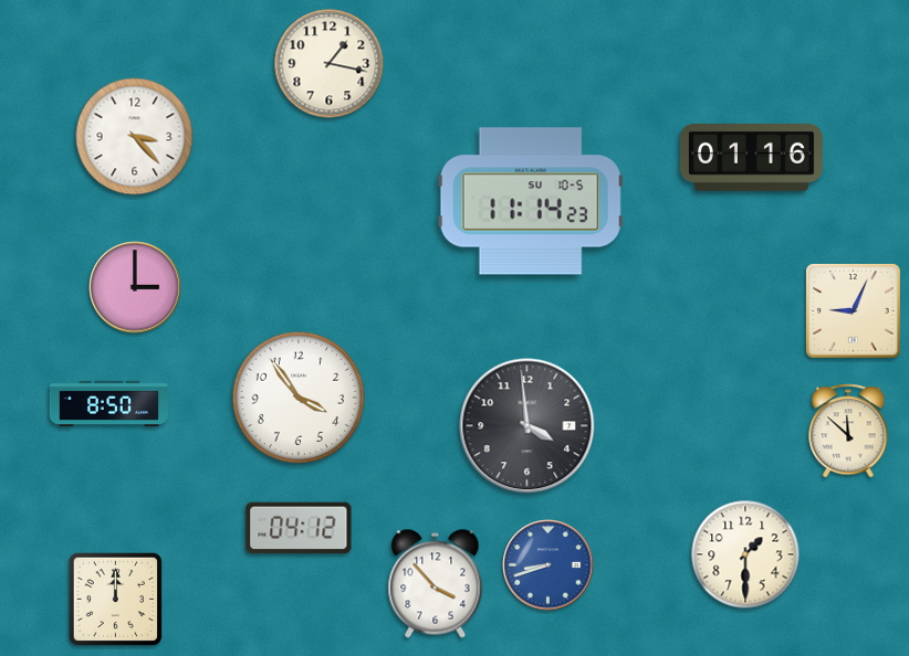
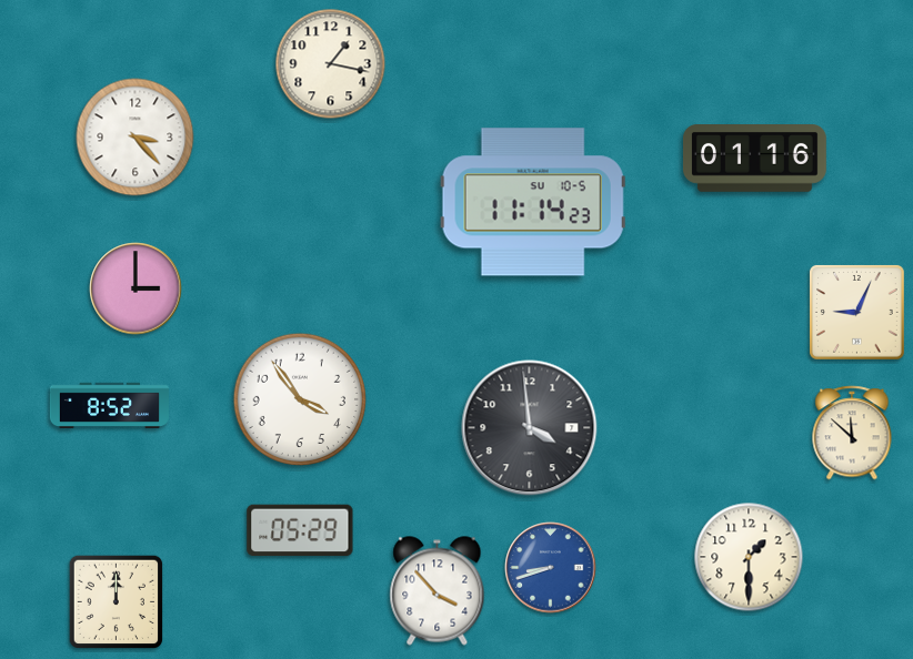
clock at (108, 403): 8:50 -> 8:52
clock at (299, 528): 04:12 -> 05:29
clock at (436, 584) position: (436, 584) -> (438, 591)
